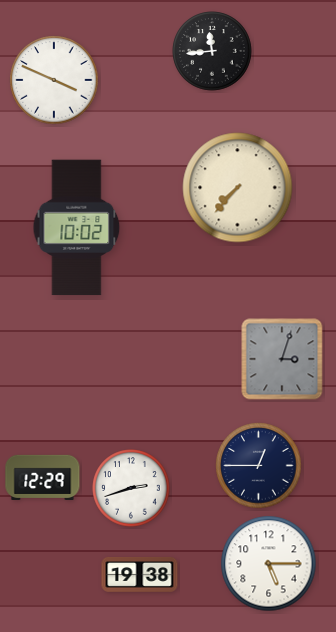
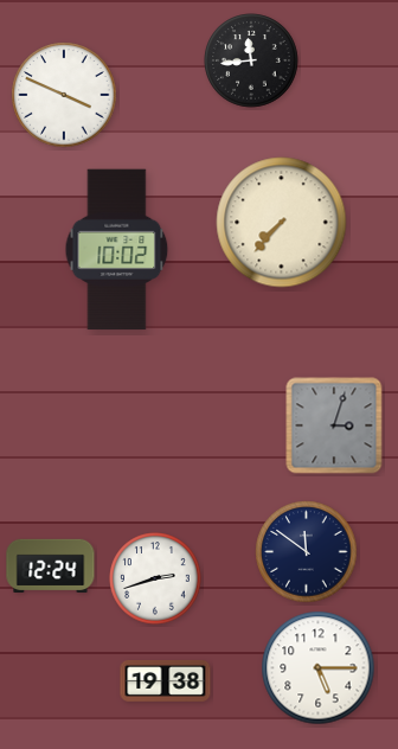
clock at (77, 228) position: (77, 228) -> (117, 250)
clock at (259, 466): 12:45 -> 11:51
clock at (43, 477): 12:29 -> 12:24
